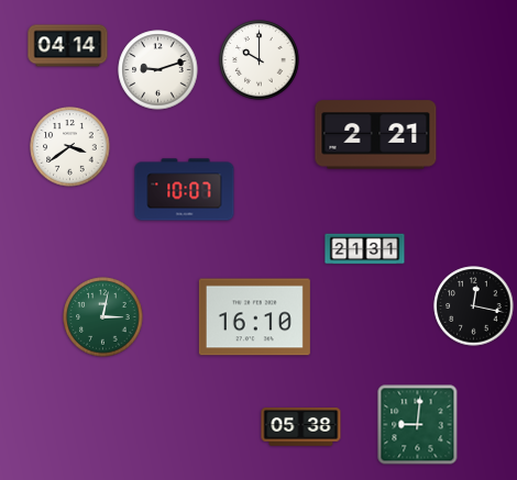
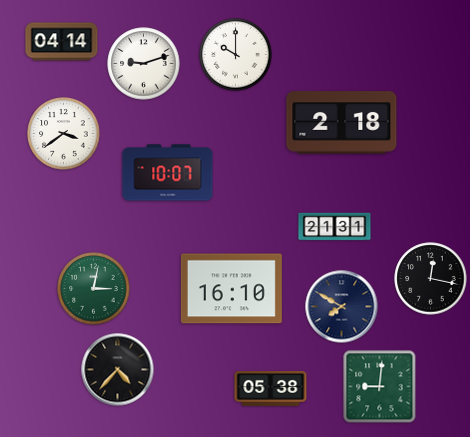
clock at (376, 135): 2:21 -> 2:18
clock at (365, 249) position: (365, 249) -> (335, 227)
clock at (342, 307): none -> 7:50
clock at (118, 370): none -> 4:37
clock at (301, 427) position: (301, 427) -> (271, 389)
